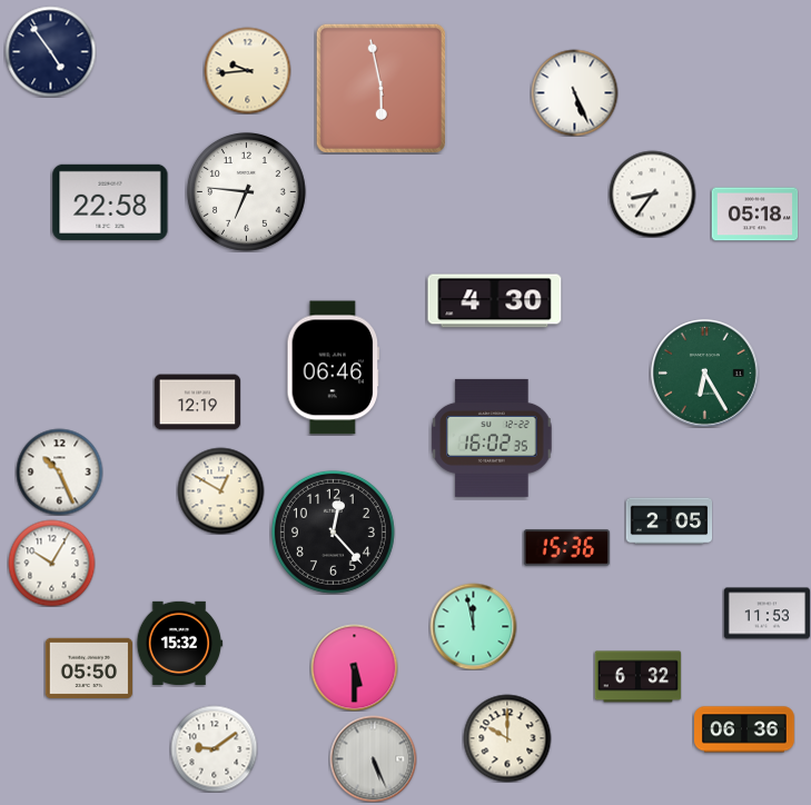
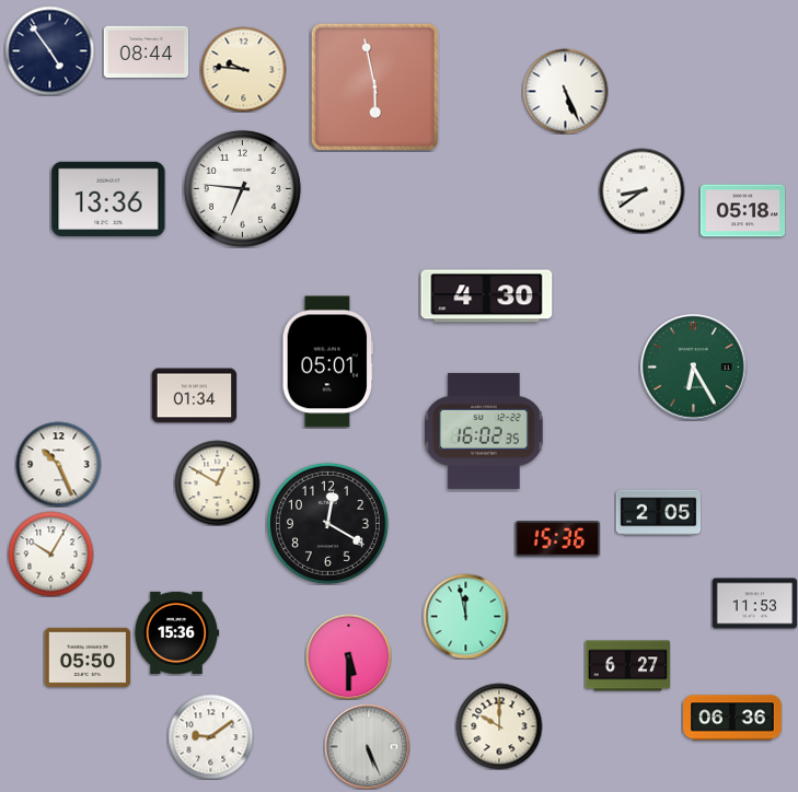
clock at (146, 51): none -> 08:44
clock at (247, 70): 9:44 -> 9:46
clock at (652, 193): 8:36 -> 8:39
clock at (110, 202): 22:58 -> 13:36
clock at (334, 368): 06:46 -> 05:01
clock at (197, 402): 12:19 -> 01:34
clock at (333, 531): 12:23 -> 12:20
clock at (179, 643): 15:32 -> 15:36
clock at (637, 677): 6:32 -> 6:27
